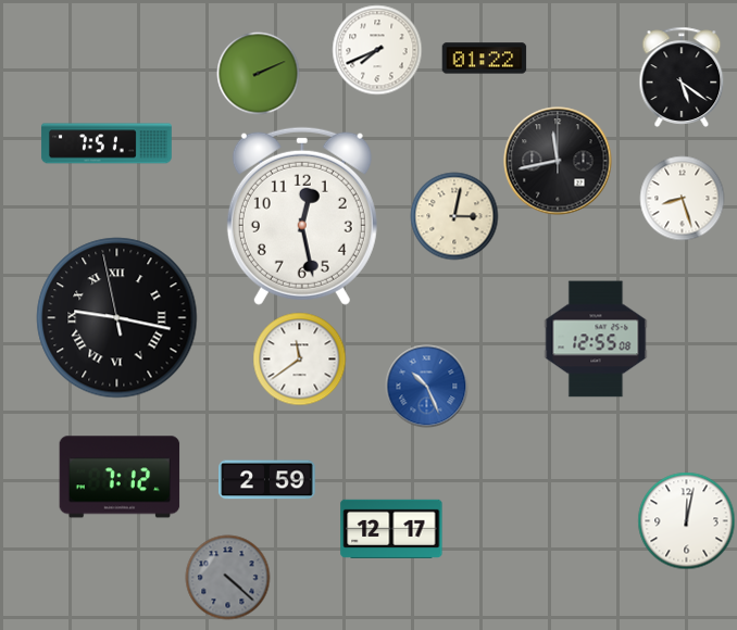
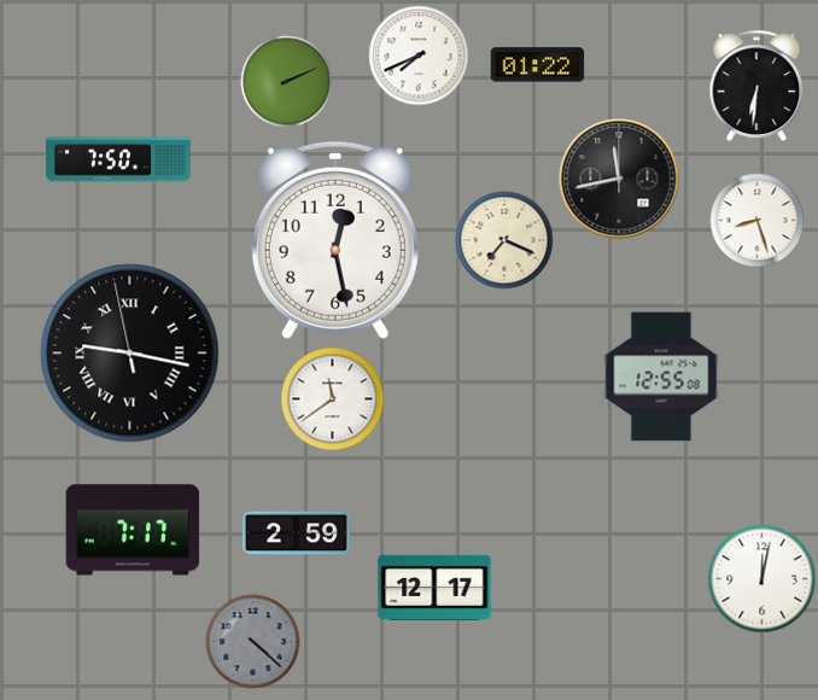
clock at (682, 77): 5:21 -> 6:31
clock at (107, 143): 7:51 -> 7:50
clock at (454, 216): 3:02 -> 7:19
clock at (427, 387): 10:26 -> none
clock at (120, 477): 7:12 -> 7:17
